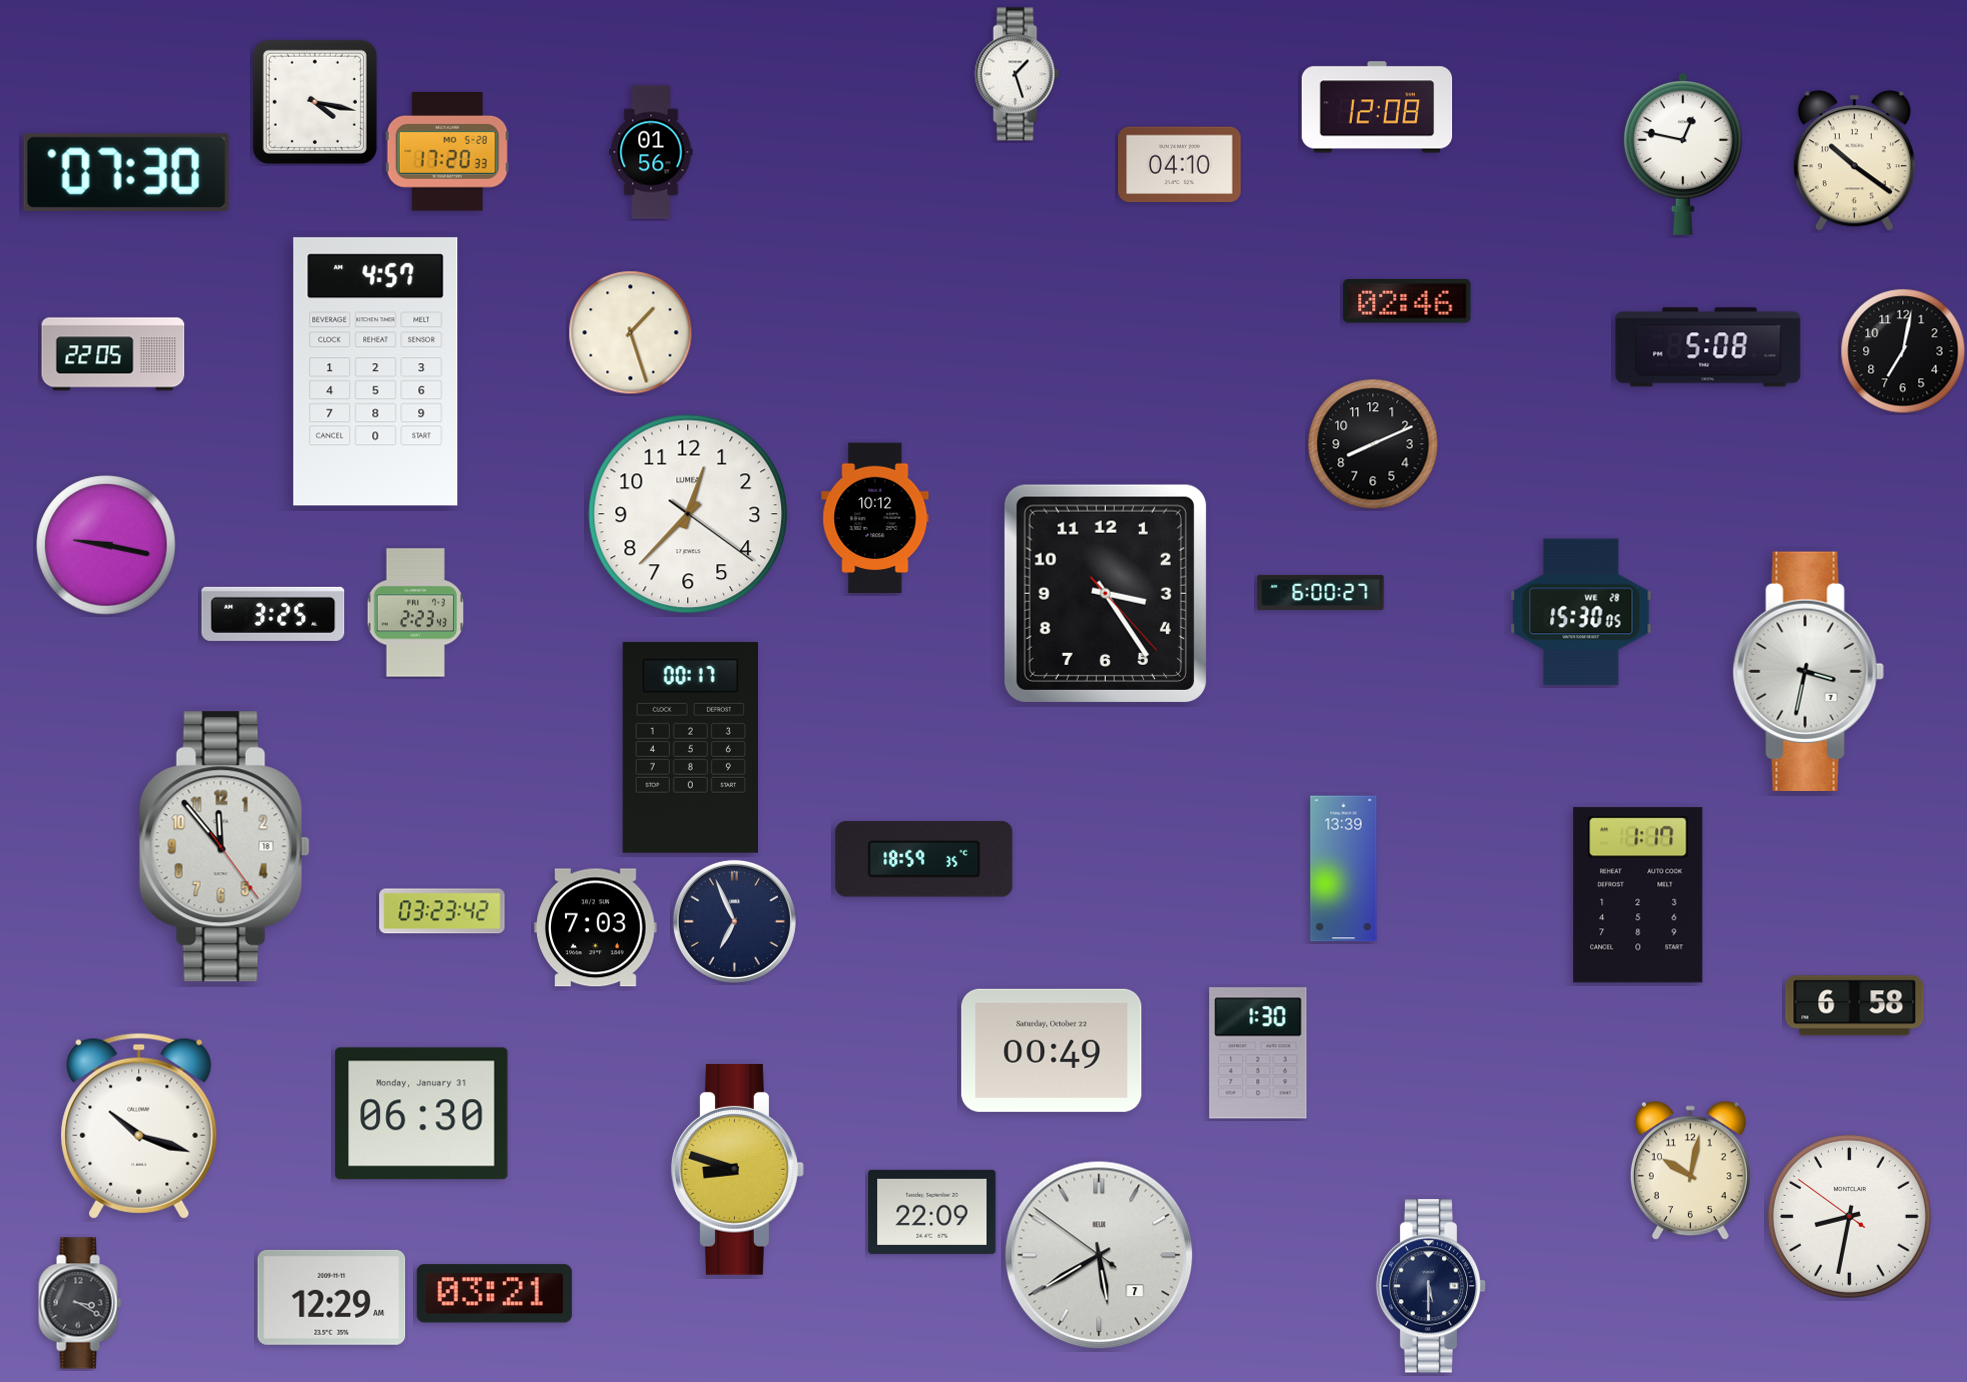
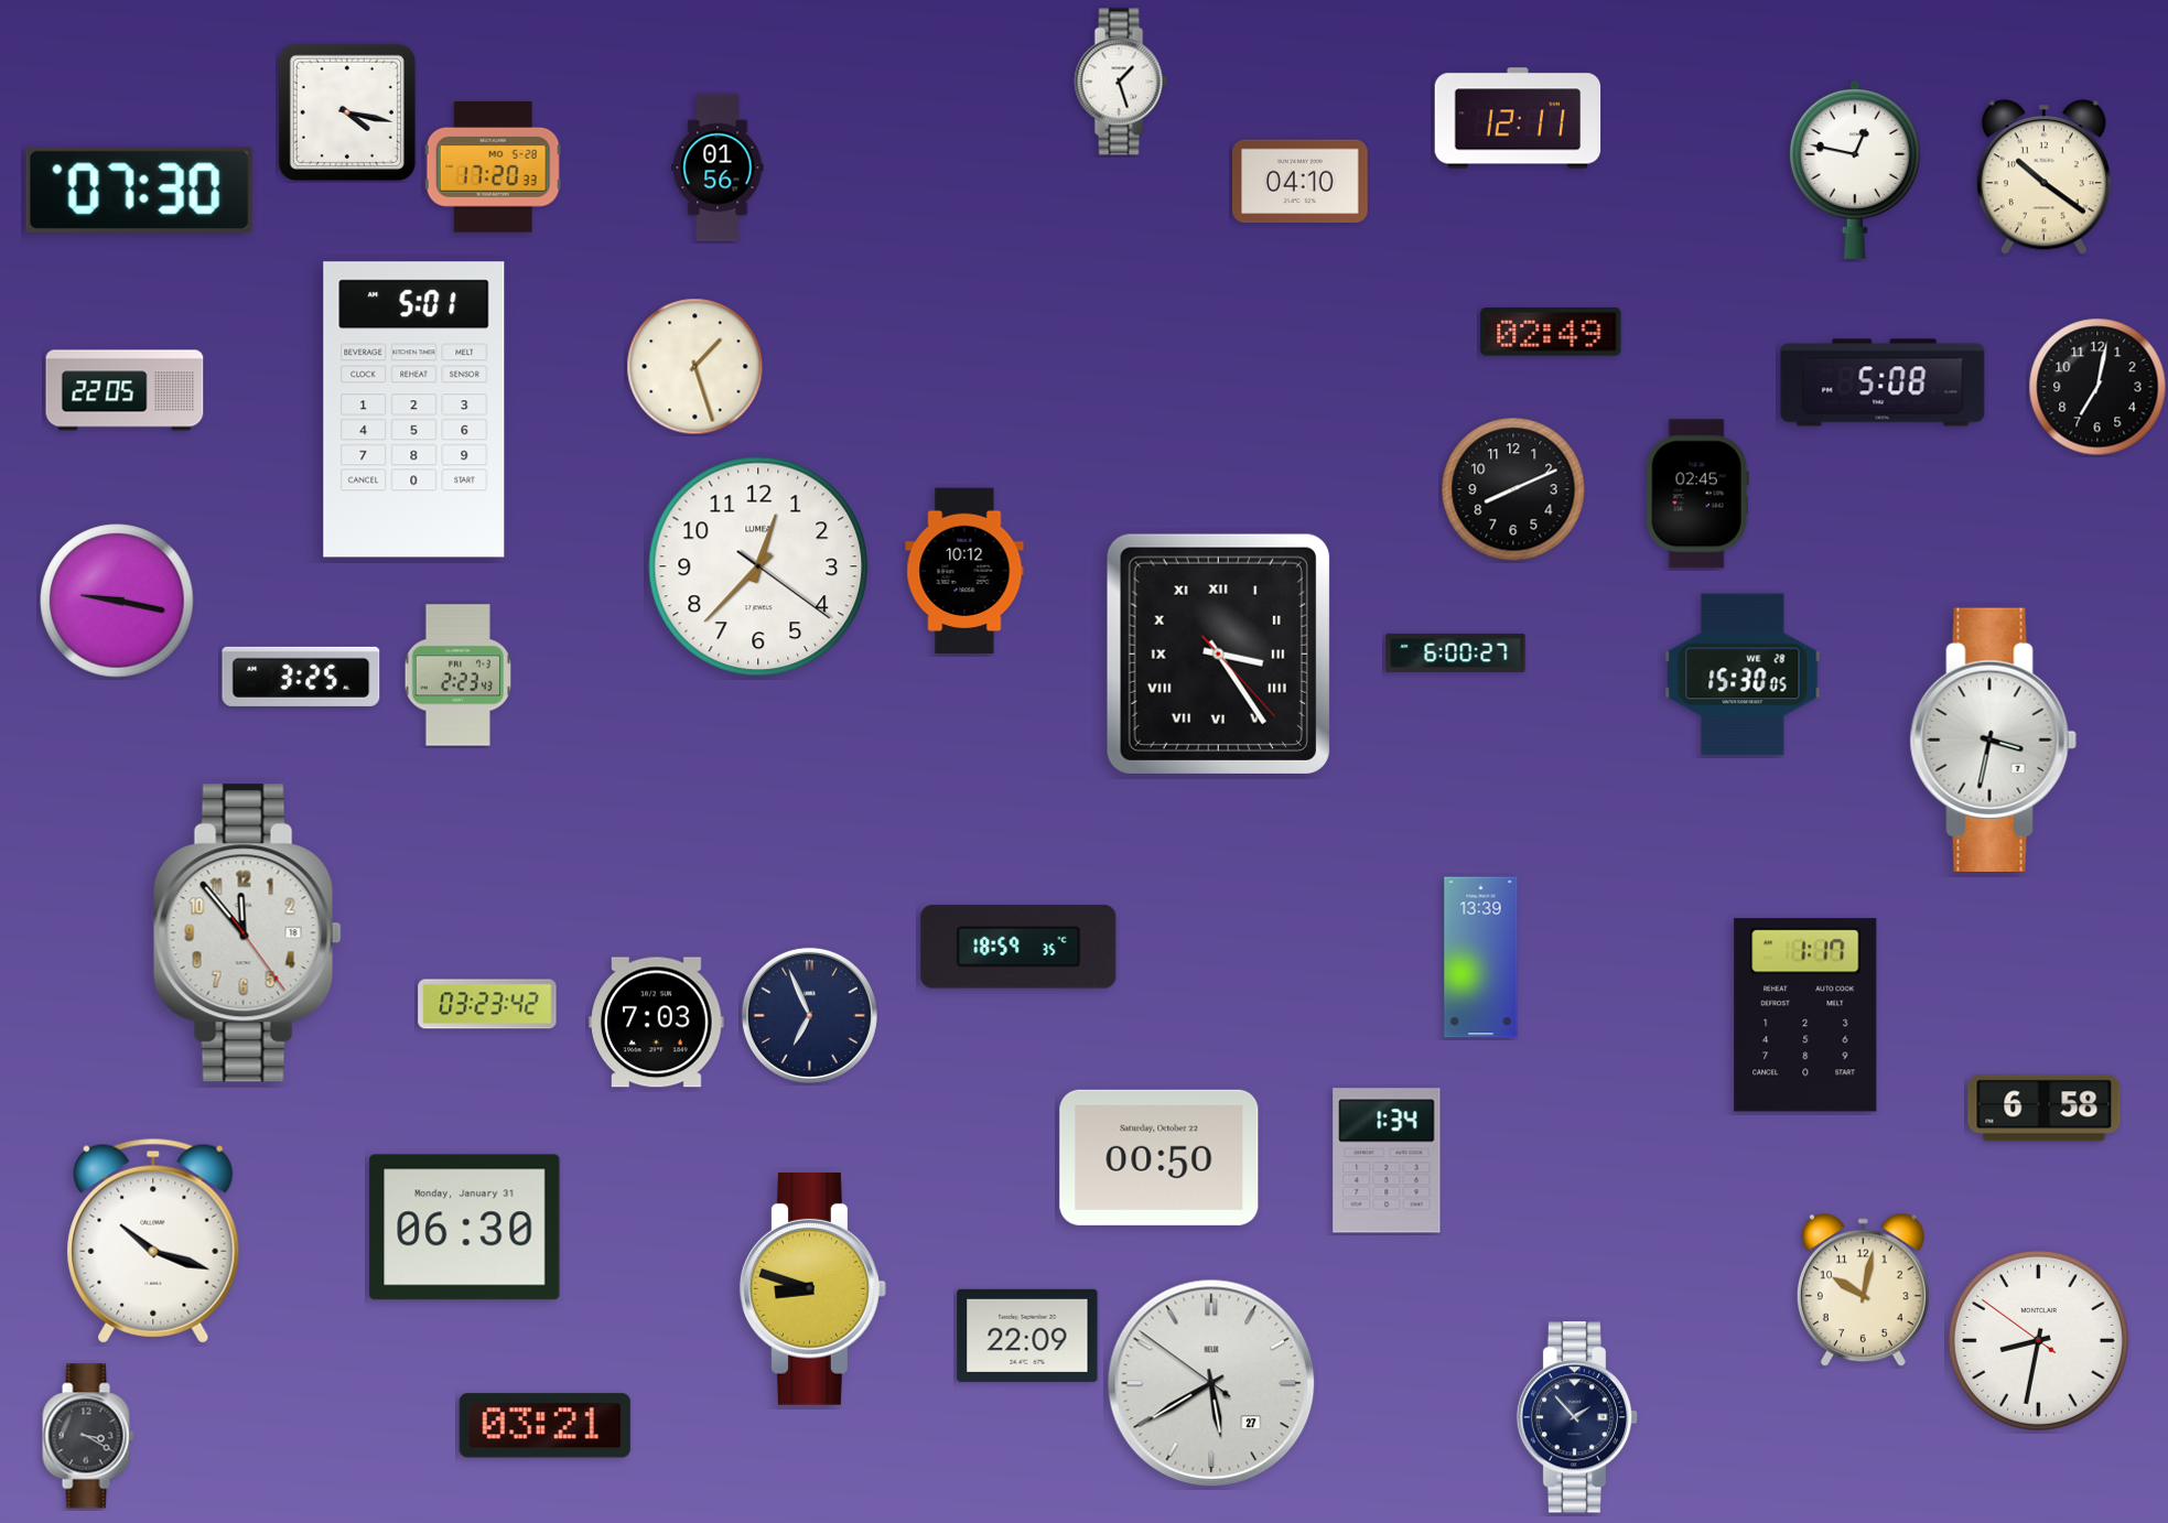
clock at (1377, 107): 12:08 -> 12:11
clock at (1407, 301): 02:46 -> 02:49
clock at (376, 372): 4:57 -> 5:01
clock at (1697, 494): none -> 02:45
clock at (1105, 593) numerals: Arabic -> Roman
clock at (690, 747): 00:17 -> none
clock at (1638, 895) position: (1638, 895) -> (1805, 1015)
clock at (1052, 1050): 00:49 -> 00:50
clock at (1258, 1053): 1:30 -> 1:34
clock at (1099, 1255) date: 7 -> 27
clock at (1431, 1286): 5:30 -> 1:53
clock at (332, 1297): 12:29 -> none
